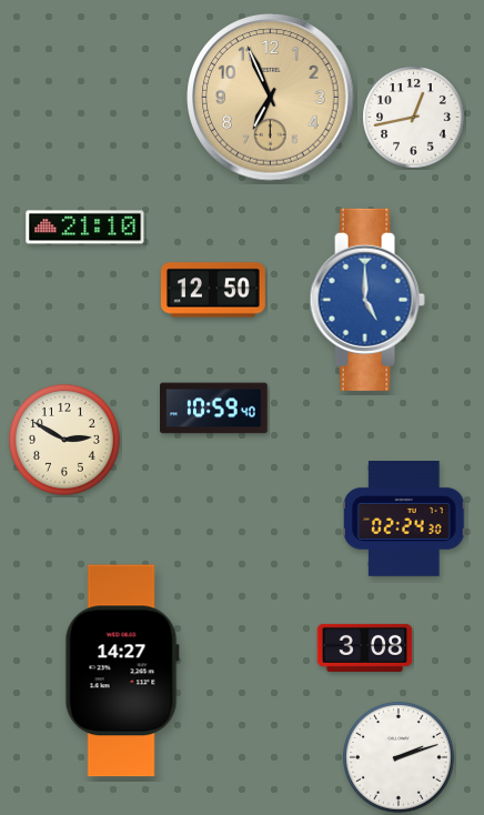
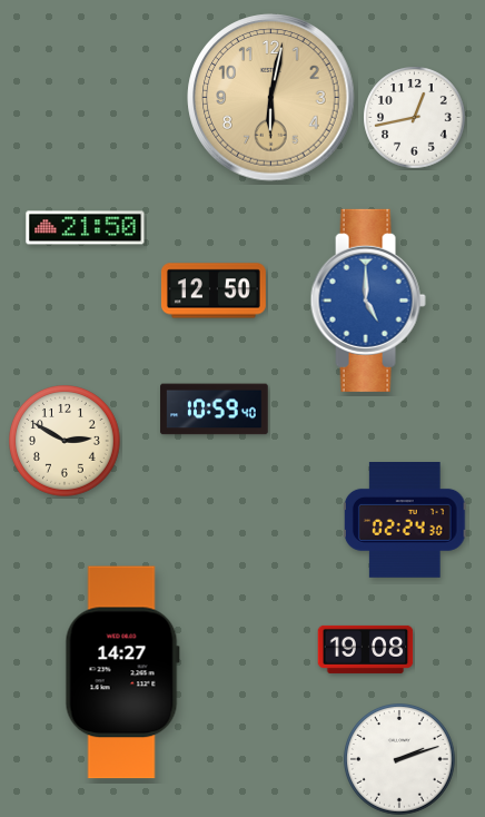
clock at (271, 98): 6:56 -> 6:02
clock at (85, 228): 21:10 -> 21:50
clock at (365, 647): 3:08 -> 19:08
